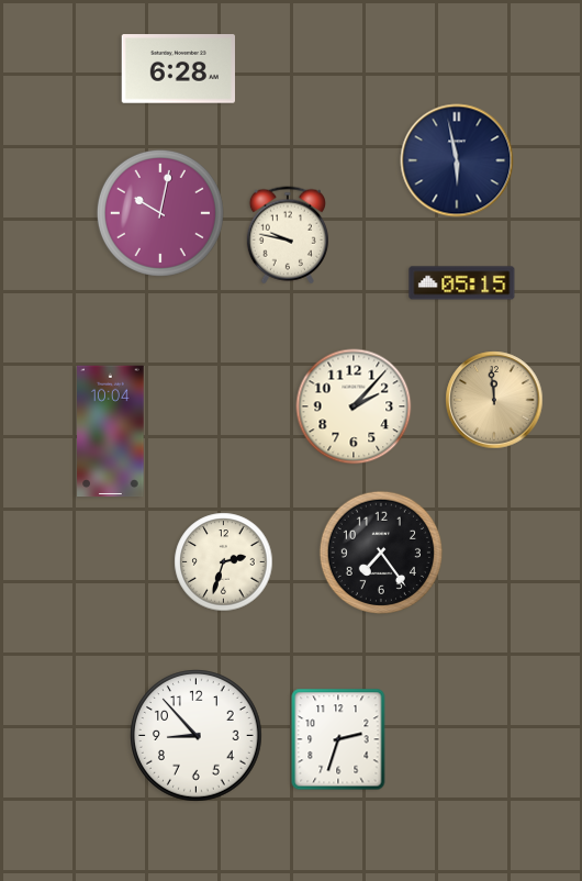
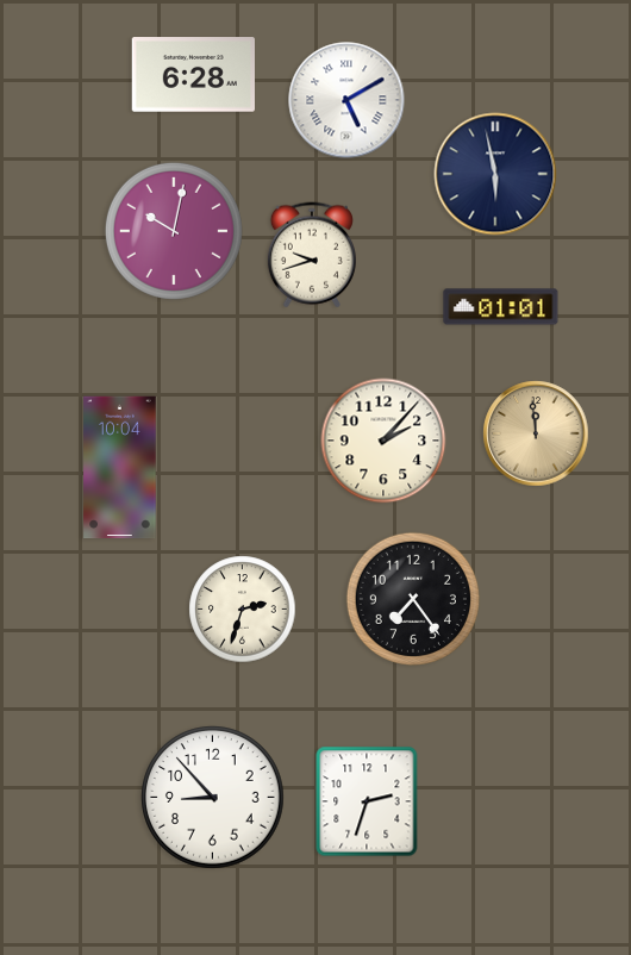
clock at (346, 100): none -> 5:10
clock at (288, 235): 9:47 -> 9:42
clock at (462, 283): 05:15 -> 01:01
